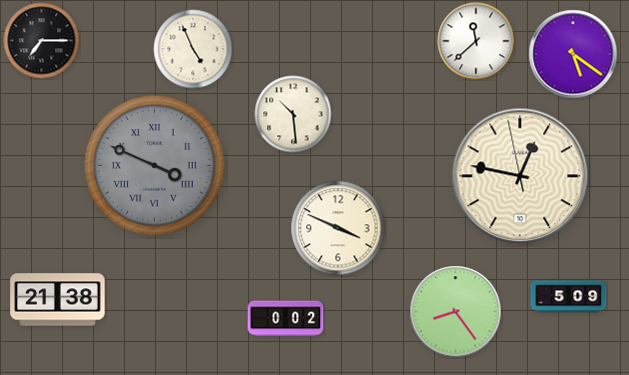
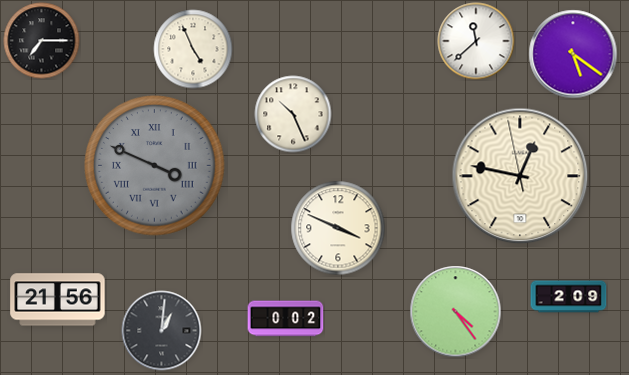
clock at (293, 114): 10:29 -> 10:26
clock at (569, 297): 5:09 -> 2:09
clock at (58, 300): 21:38 -> 21:56
clock at (456, 312): 8:24 -> 4:24
clock at (162, 331): none -> 1:01
